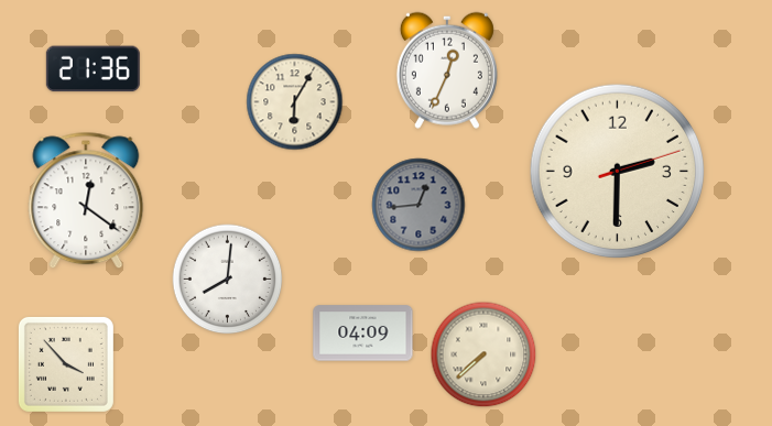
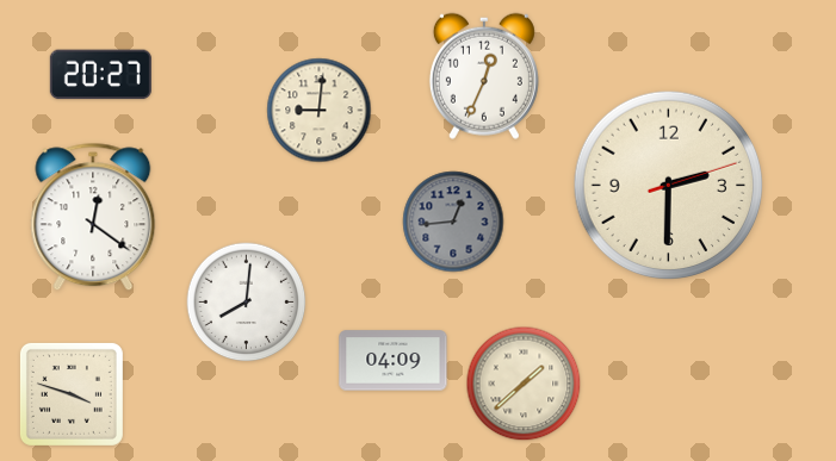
clock at (93, 69): 21:36 -> 20:27
clock at (295, 102): 6:05 -> 9:01
clock at (483, 354): 7:38 -> 1:38
clock at (66, 364): 3:53 -> 3:48
